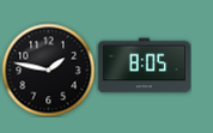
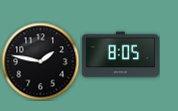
clock at (48, 69) position: (48, 69) -> (40, 61)
